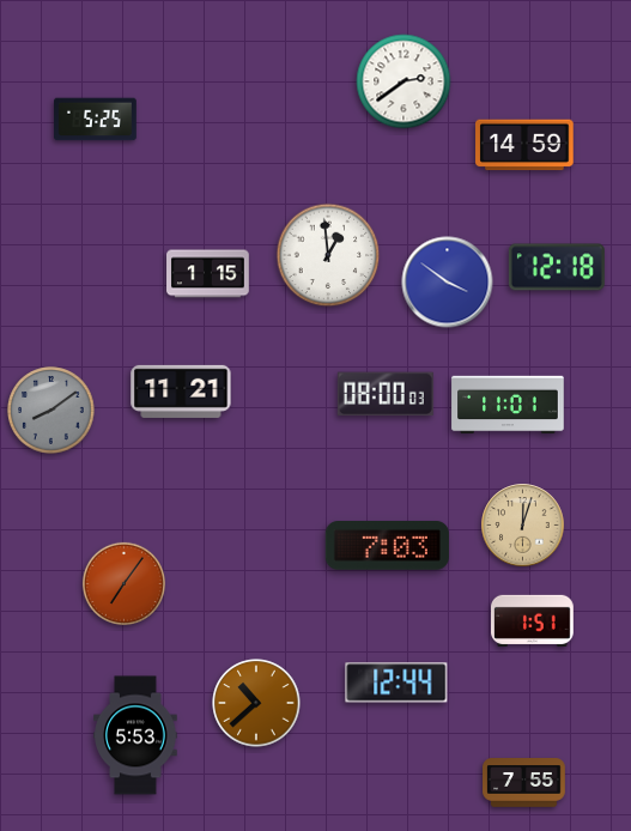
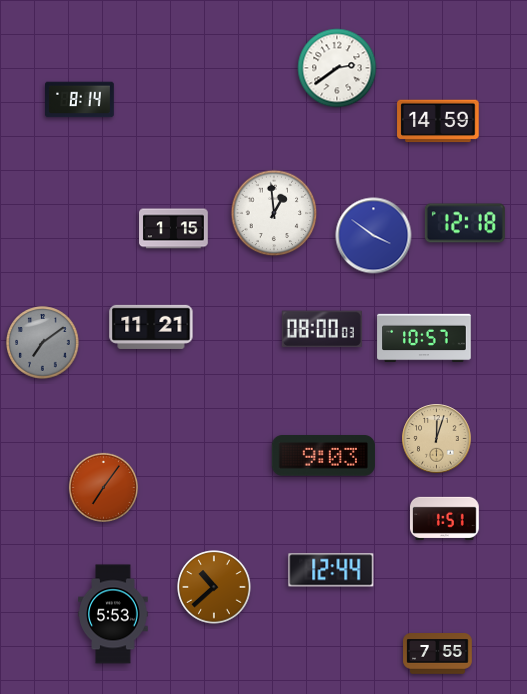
clock at (96, 120): 5:25 -> 8:14
clock at (508, 405): 11:01 -> 10:57
clock at (51, 411): 8:09 -> 7:09
clock at (387, 546): 7:03 -> 9:03
